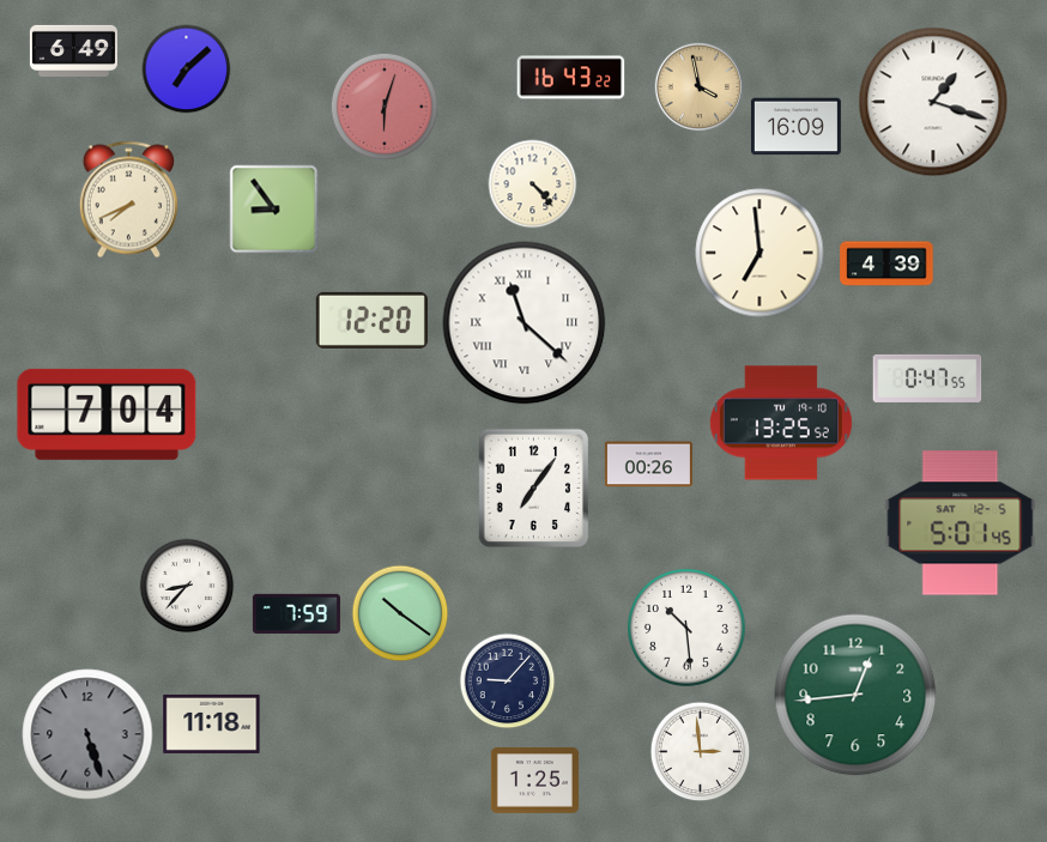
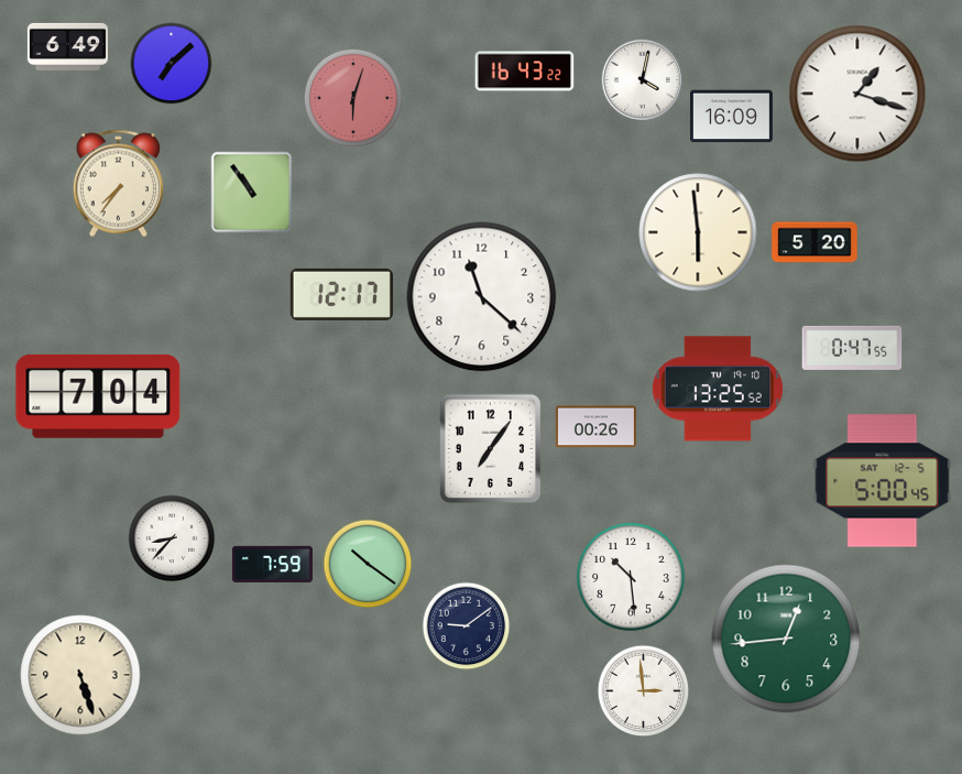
clock at (700, 87): 3:58 -> 4:02
clock at (700, 87) dial: champagne -> white
clock at (533, 184): 4:23 -> none
clock at (128, 200): 7:41 -> 7:36
clock at (274, 210): 8:54 -> 10:54
clock at (759, 253): 6:59 -> 5:59
clock at (886, 263): 4:39 -> 5:20
clock at (371, 320): 12:20 -> 12:17
clock at (525, 323) numerals: Roman -> Arabic
clock at (107, 414) position: (107, 414) -> (98, 396)
clock at (961, 523): 5:01 -> 5:00
clock at (508, 682): 9:07 -> 9:09
clock at (212, 723): 11:18 -> none
clock at (87, 734) dial: grey -> cream
clock at (534, 781): 1:25 -> none
